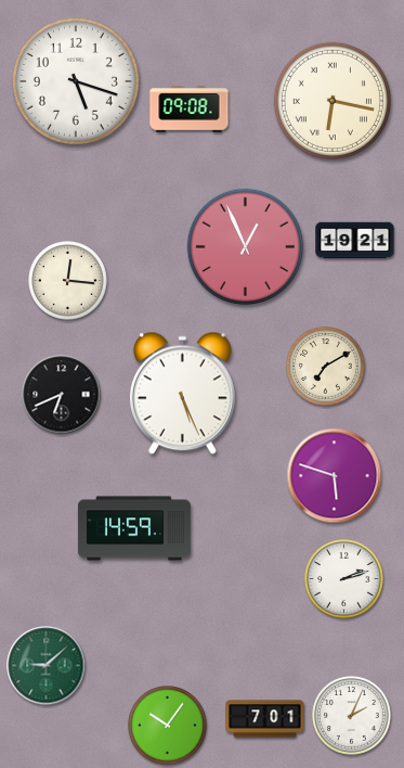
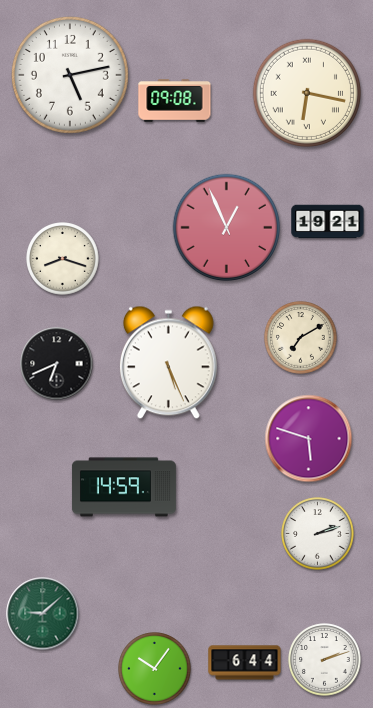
clock at (76, 81): 5:18 -> 5:13
clock at (68, 281): 12:16 -> 8:18
clock at (352, 716): 2:04 -> 2:12
clock at (265, 719): 7:01 -> 6:44
